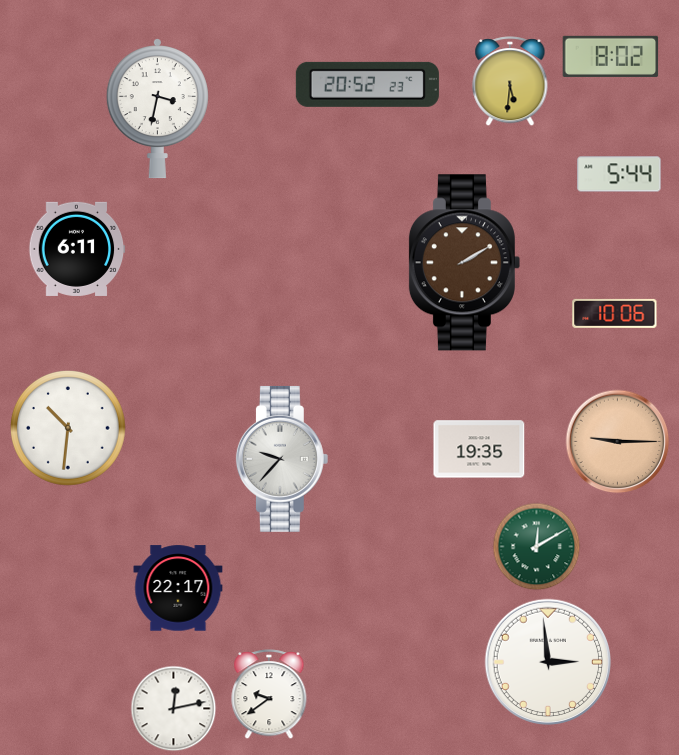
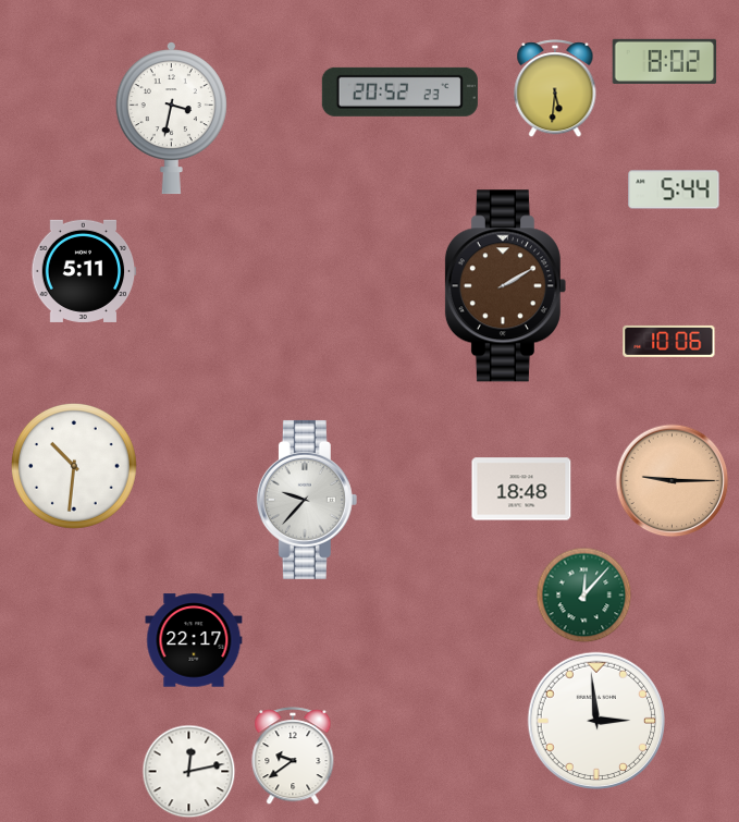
clock at (77, 249): 6:11 -> 5:11
clock at (479, 449): 19:35 -> 18:48
clock at (537, 547): 12:10 -> 12:07
